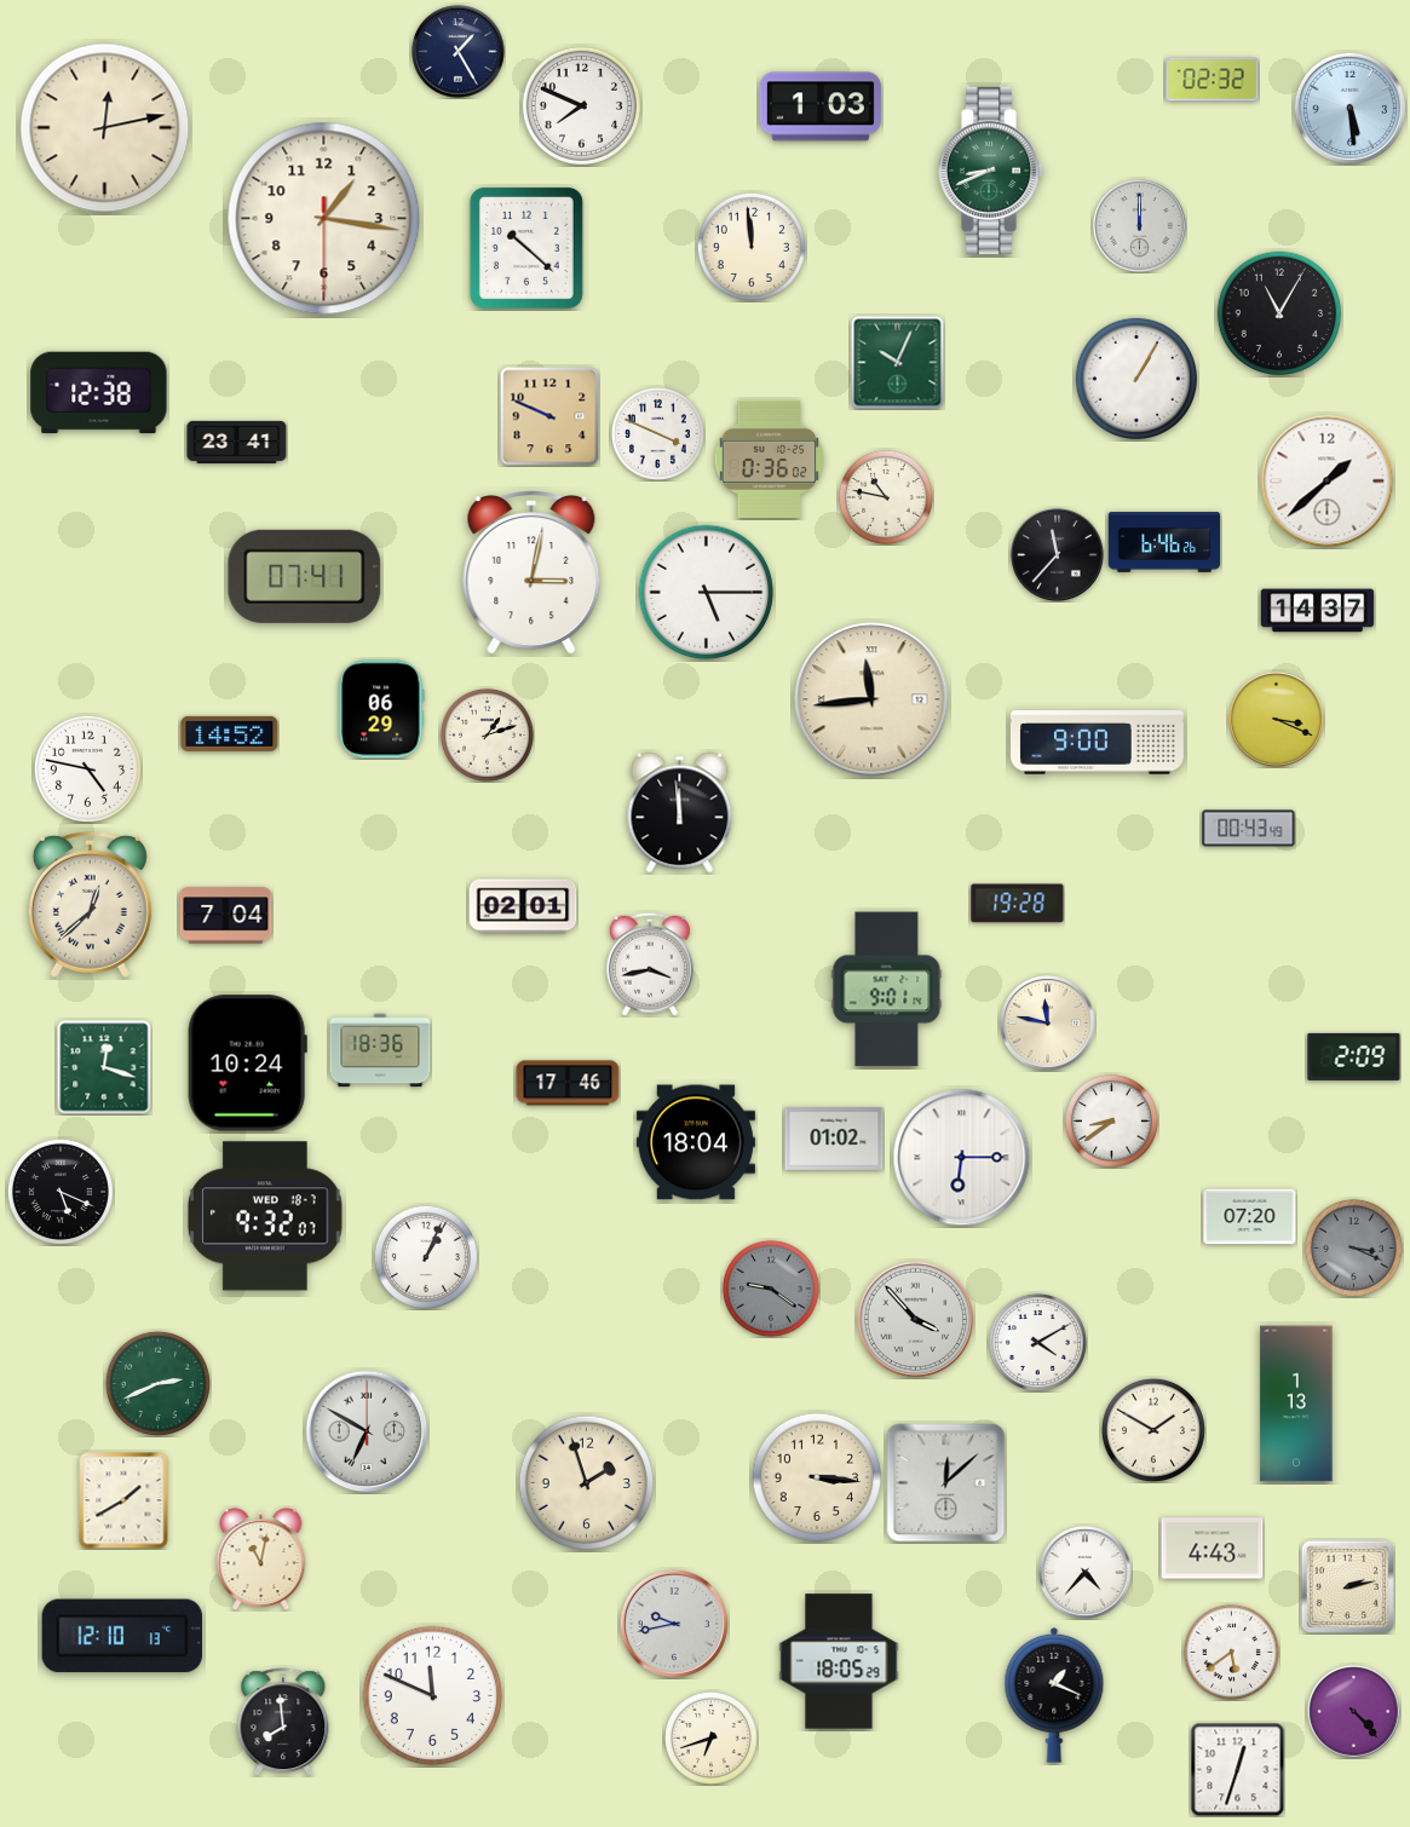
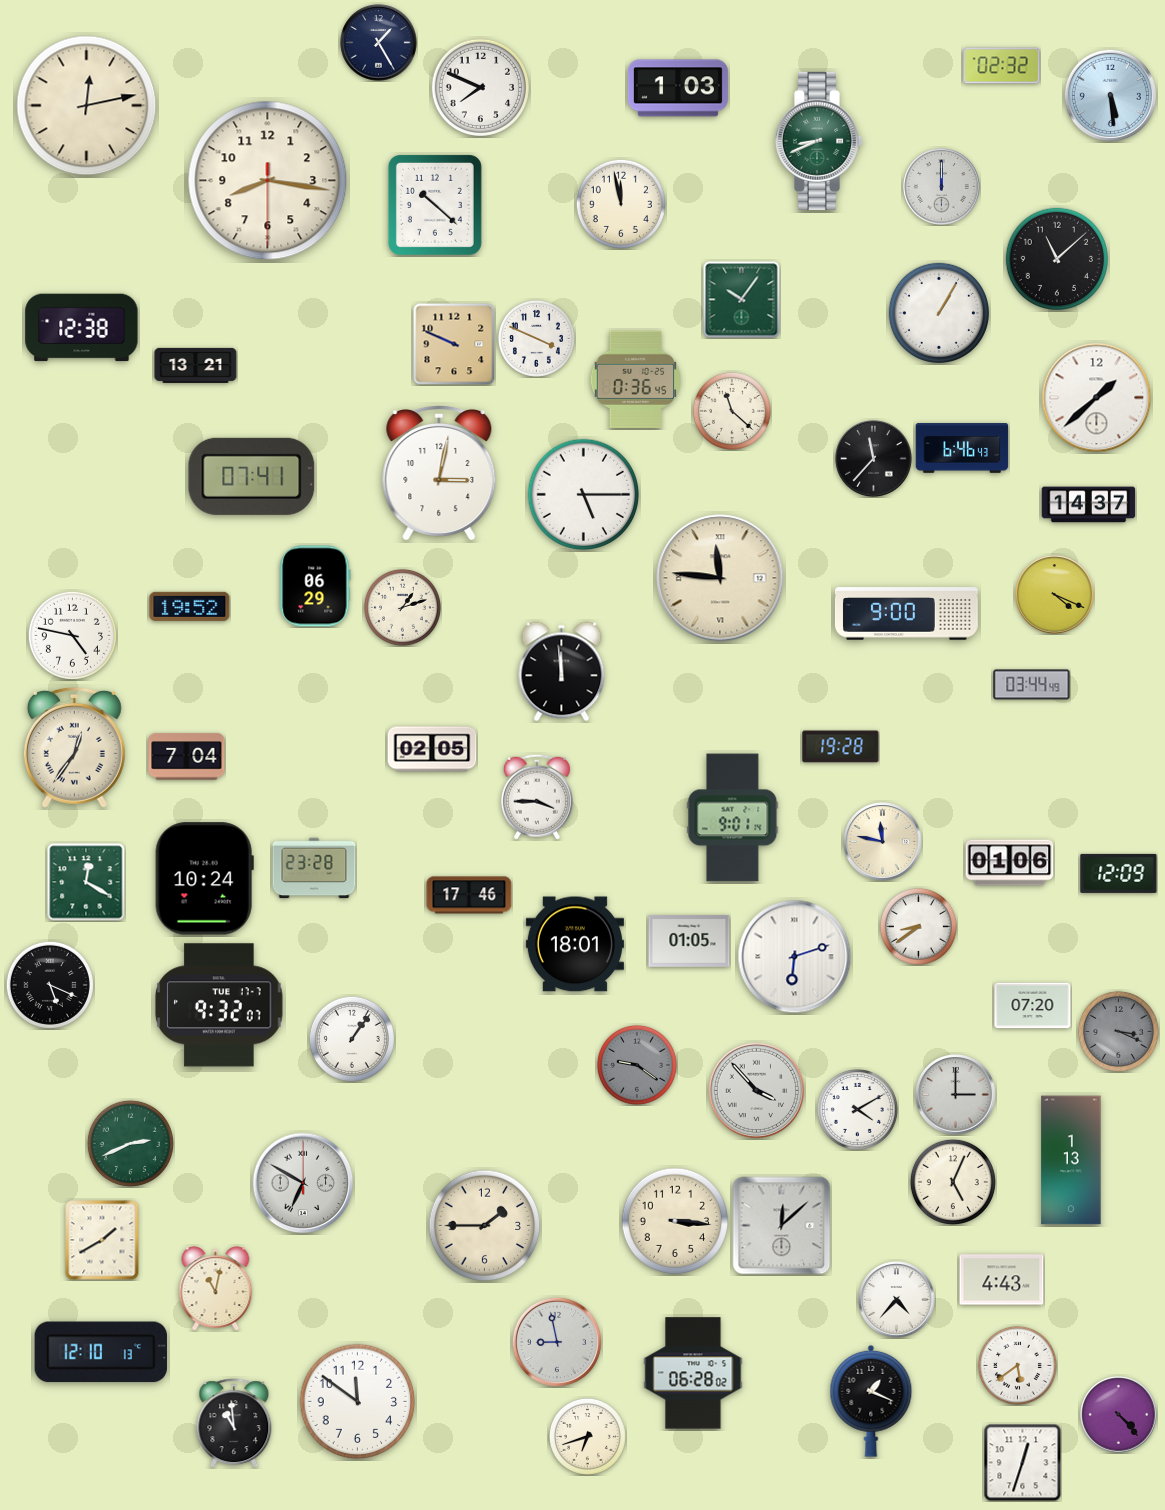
clock at (1349, 108) position: (1349, 108) -> (1110, 95)
clock at (324, 219): 1:16 -> 8:16
clock at (752, 247): 11:59 -> 11:58
clock at (1278, 312): 11:05 -> 11:08
clock at (898, 363): 10:04 -> 10:06
clock at (99, 393) position: (99, 393) -> (82, 328)
clock at (657, 433) position: (657, 433) -> (536, 338)
clock at (237, 442): 23:41 -> 13:21
clock at (769, 459): 0:36:02 -> 0:36:45
clock at (886, 497): 10:47 -> 11:22
clock at (1164, 542): 6:46:26 -> 6:46:43
clock at (707, 593) position: (707, 593) -> (584, 495)
clock at (871, 699): 11:44 -> 11:46
clock at (1277, 720): 3:19 -> 4:19
clock at (230, 733): 14:52 -> 19:52
clock at (1249, 829): 00:43 -> 03:44
clock at (90, 904): 12:38 -> 12:36
clock at (523, 906): 02:01 -> 02:05
clock at (650, 964): 3:43 -> 3:45
clock at (1048, 1024) position: (1048, 1024) -> (883, 842)
clock at (1010, 863): none -> 01:06
clock at (380, 1050): 18:36 -> 23:28
clock at (1354, 1056): 2:09 -> 12:09
clock at (104, 1067): 12:18 -> 12:20
clock at (834, 1139): 01:02 -> 01:05
clock at (696, 1142): 18:04 -> 18:01
clock at (962, 1158): 6:15 -> 6:12
clock at (265, 1216) date: WED 18-7 -> TUE 17-7
clock at (426, 1257): 1:04 -> 1:06
clock at (956, 1095): none -> 3:00
clock at (1153, 1430): 1:50 -> 5:04
clock at (587, 1483): 1:57 -> 1:45
clock at (1347, 1586): 2:13 -> none
clock at (674, 1624): 9:43 -> 8:58
clock at (839, 1661): 18:05 -> 06:28
clock at (433, 1696): 11:49 -> 11:51
clock at (283, 1722): 7:59 -> 10:59
